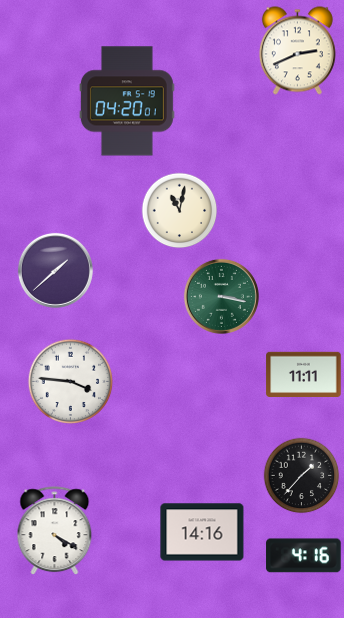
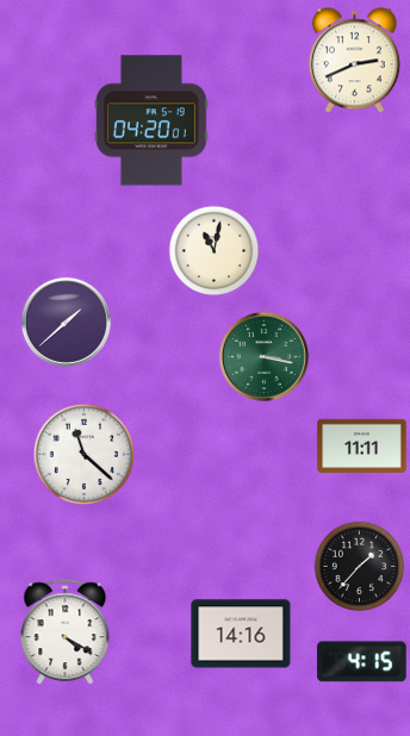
clock at (221, 296) position: (221, 296) -> (263, 356)
clock at (71, 382): 3:46 -> 11:22
clock at (304, 556): 4:16 -> 4:15
